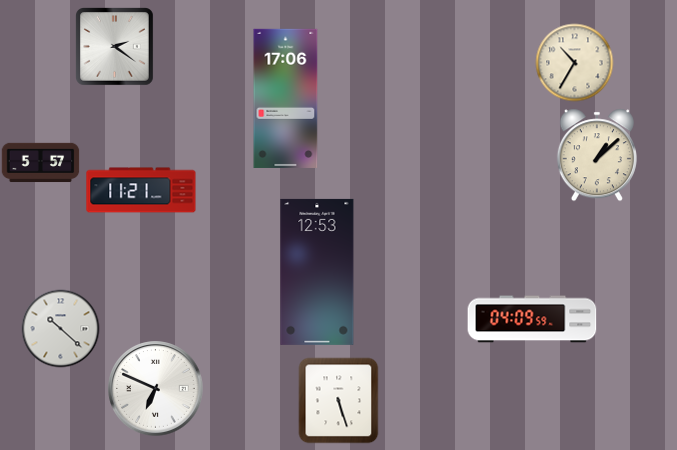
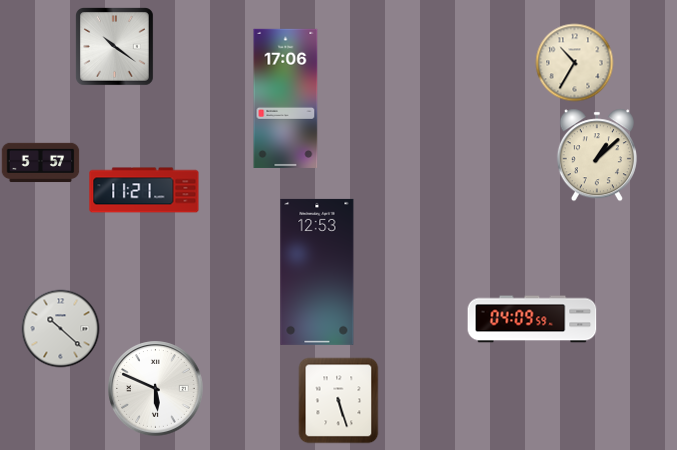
clock at (115, 47): 2:21 -> 10:21
clock at (141, 190) position: (141, 190) -> (144, 190)
clock at (156, 389): 6:49 -> 5:49
